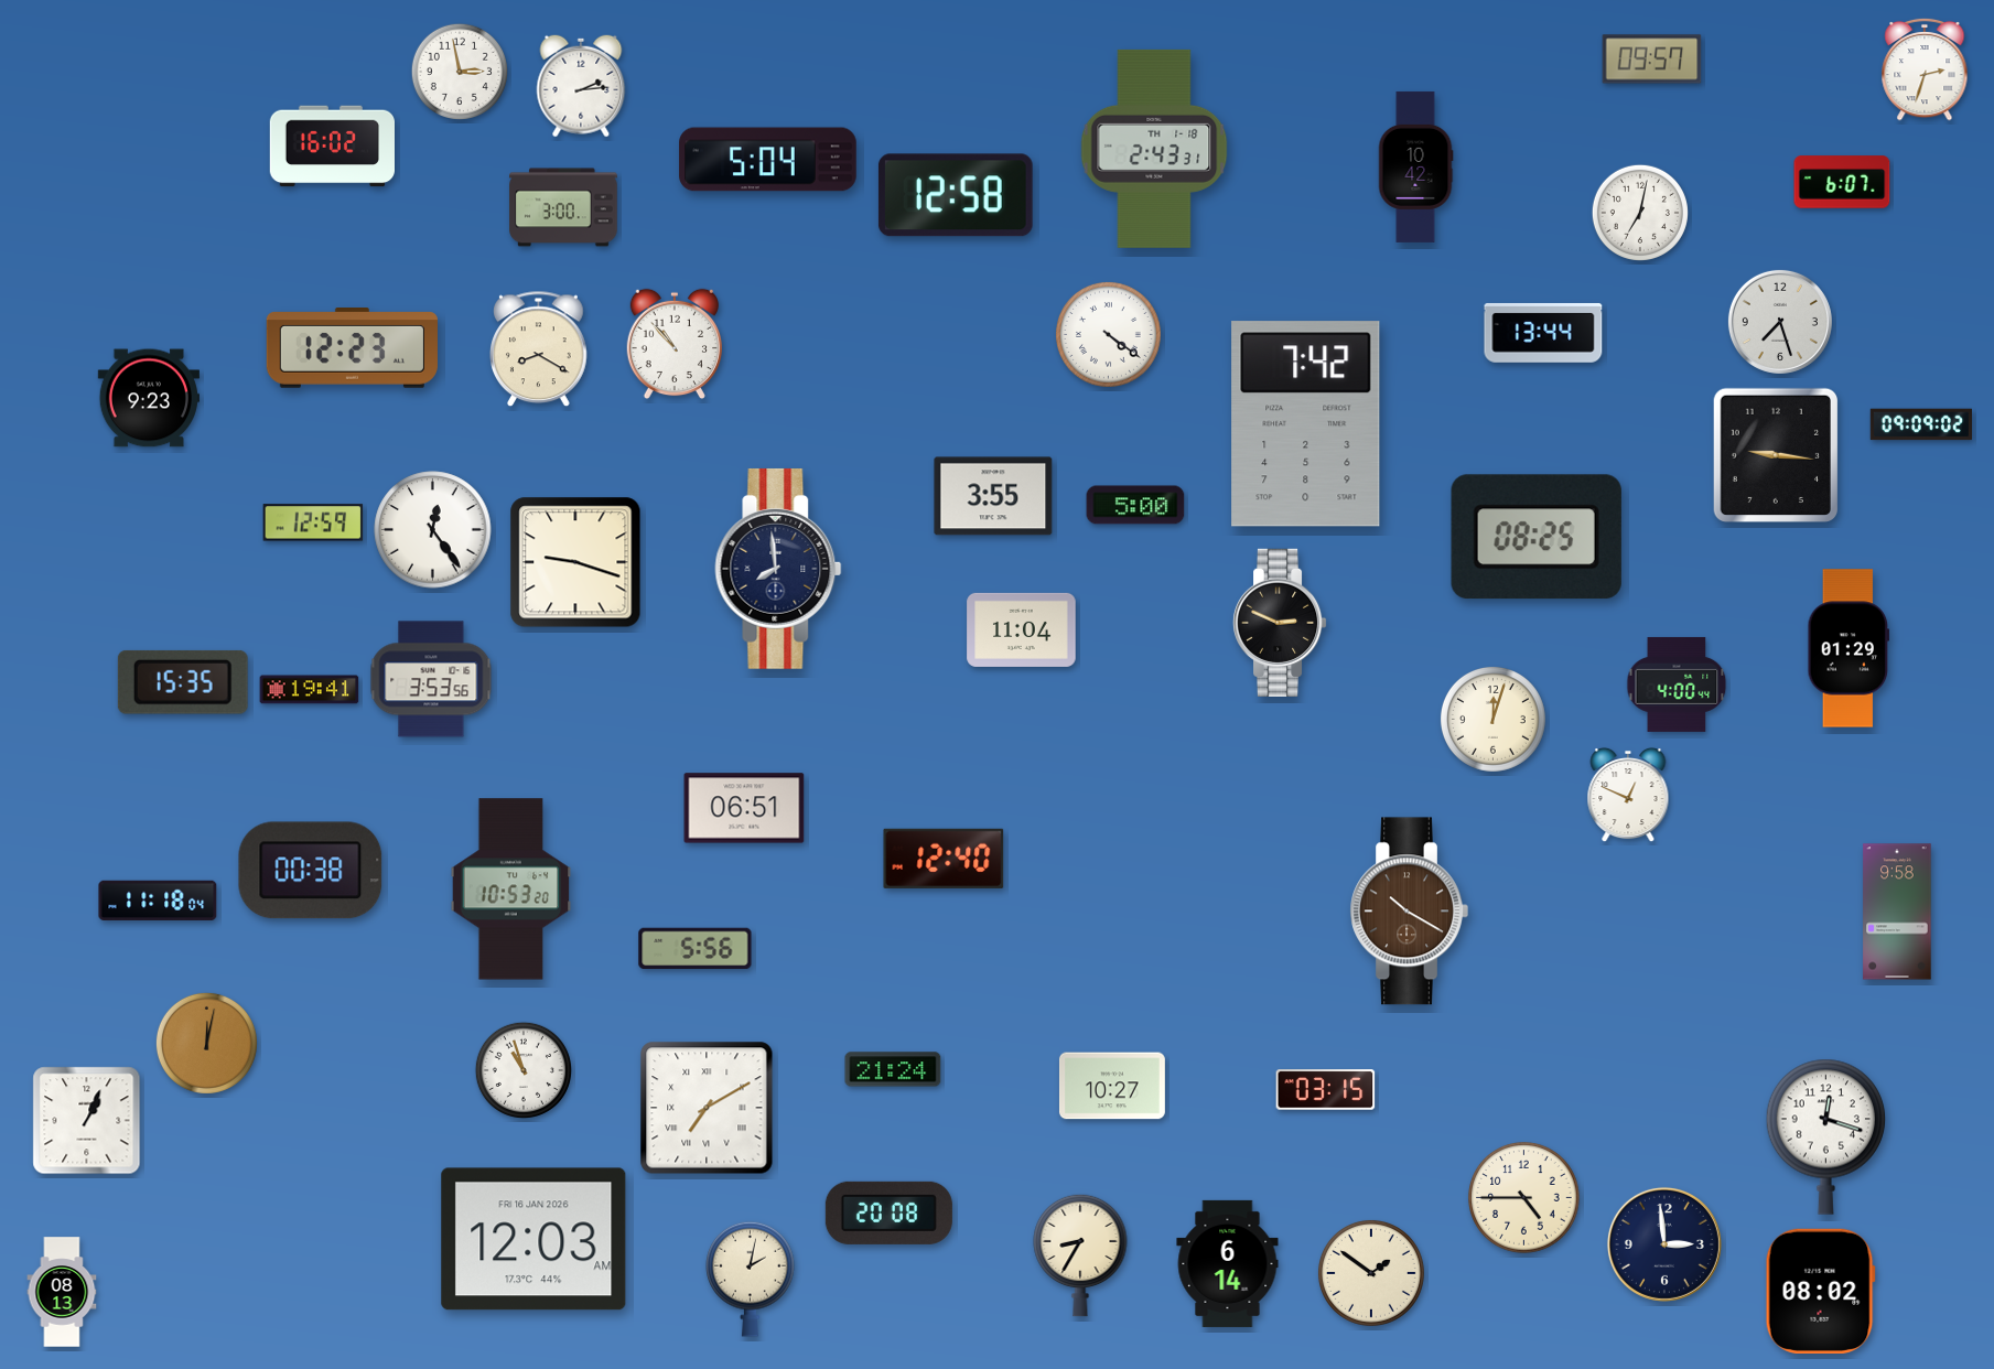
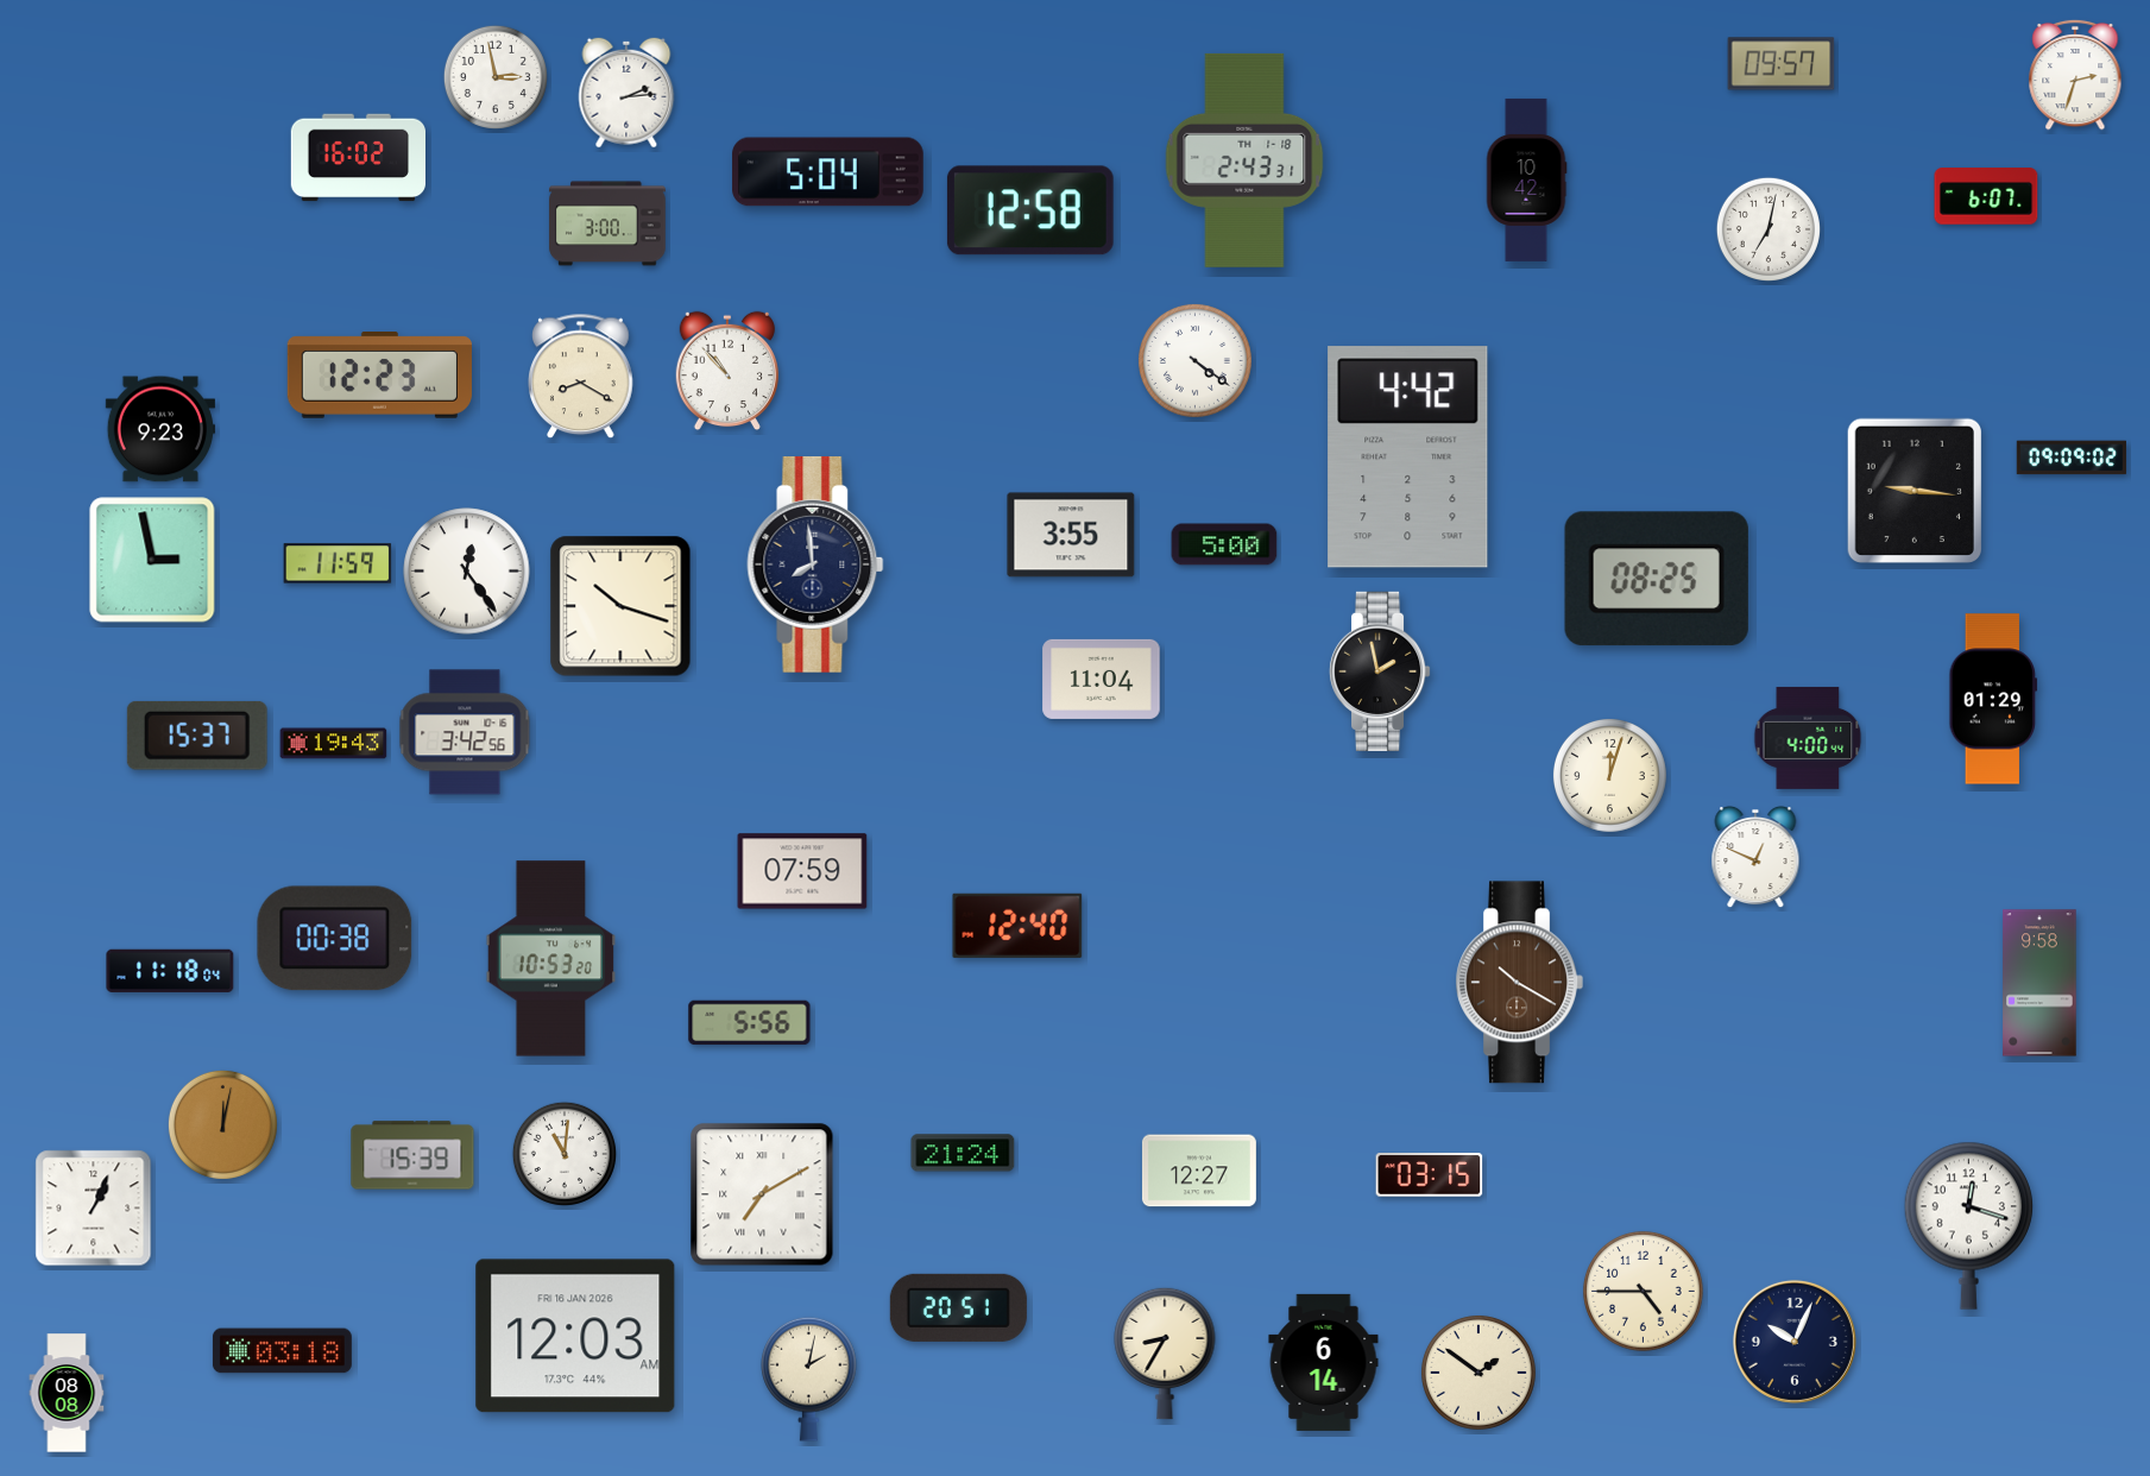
clock at (1780, 322): 7:27 -> none
clock at (1543, 333): 13:44 -> none
clock at (1306, 424): 7:42 -> 4:42
clock at (152, 560): none -> 2:58
clock at (313, 522): 12:59 -> 11:59
clock at (575, 562): 9:18 -> 10:18
clock at (778, 569) position: (778, 569) -> (815, 564)
clock at (1280, 623): 2:49 -> 1:58
clock at (431, 679): 3:53 -> 3:42
clock at (183, 682): 15:35 -> 15:37
clock at (310, 690): 19:41 -> 19:43
clock at (744, 808): 06:51 -> 07:59
clock at (1897, 912) position: (1897, 912) -> (2039, 983)
clock at (524, 1070): 10:57 -> 11:01
clock at (412, 1155): none -> 15:39
clock at (1112, 1086): 10:27 -> 12:27
clock at (888, 1212): 20:08 -> 20:51
clock at (1664, 1244): 2:59 -> 10:04
clock at (282, 1351): none -> 03:18
clock at (1820, 1291): 08:02 -> none
clock at (62, 1292): 08:13 -> 08:08
